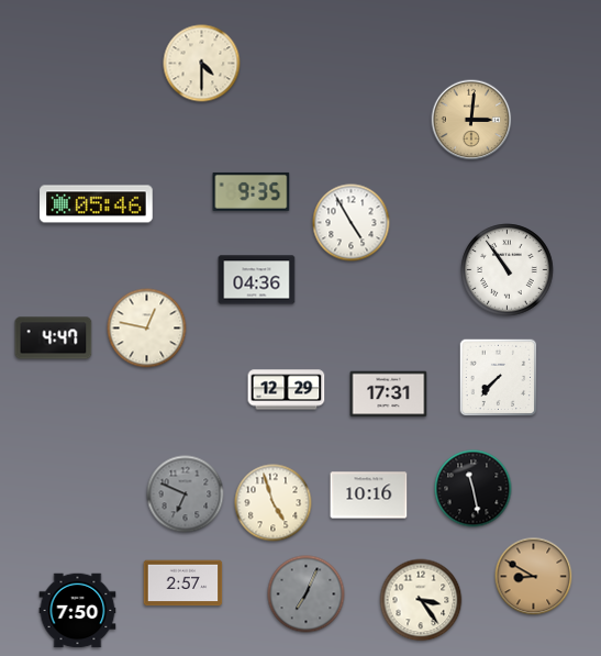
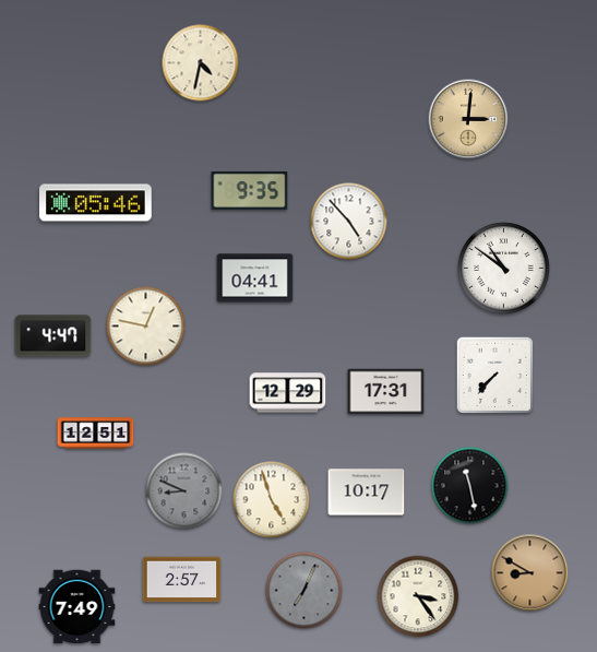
clock at (202, 64): 4:30 -> 4:32
clock at (352, 223): 4:55 -> 4:53
clock at (508, 270): 10:54 -> 10:51
clock at (257, 280): 04:36 -> 04:41
clock at (287, 390) position: (287, 390) -> (288, 393)
clock at (96, 434): none -> 12:51
clock at (186, 494): 6:49 -> 8:49
clock at (369, 496): 10:16 -> 10:17
clock at (78, 611): 7:50 -> 7:49
